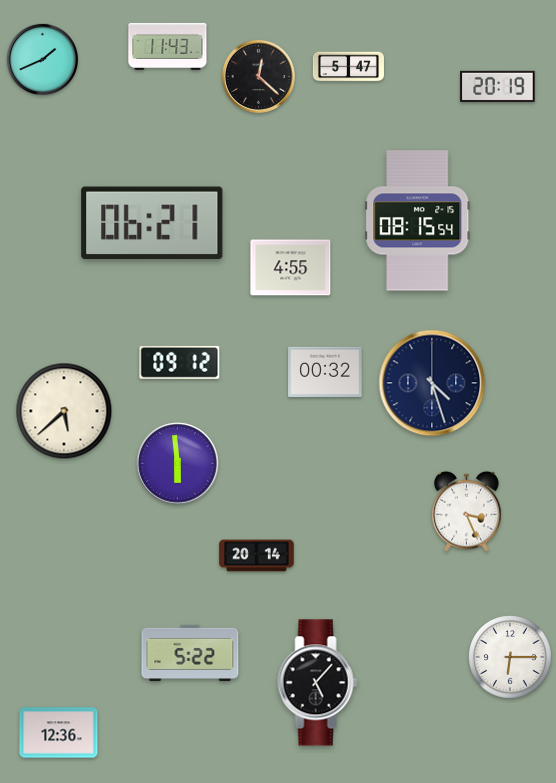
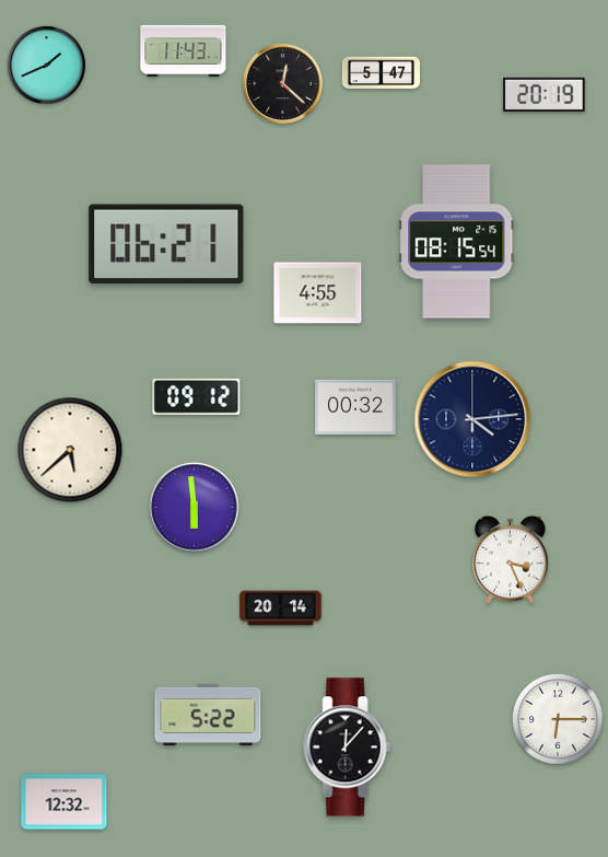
clock at (432, 383): 4:27 -> 4:14
clock at (318, 683): 5:07 -> 12:07
clock at (59, 733): 12:36 -> 12:32
